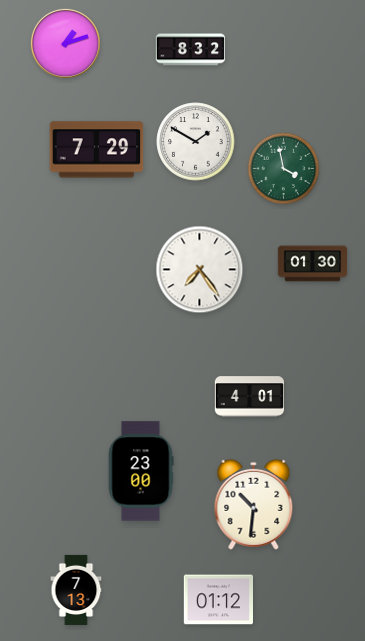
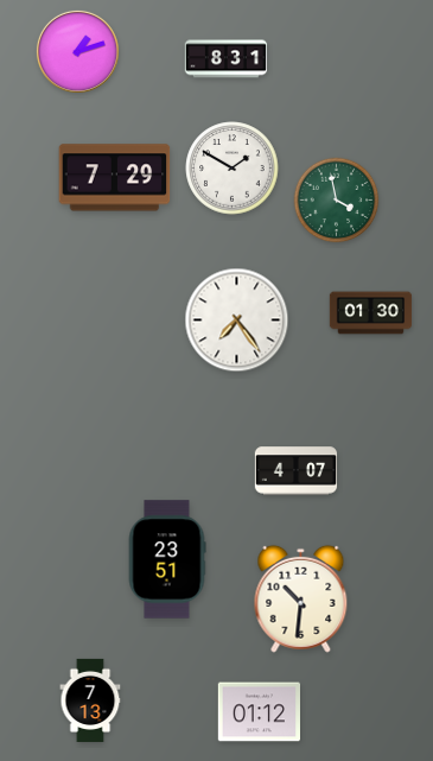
clock at (191, 50): 8:32 -> 8:31
clock at (250, 397): 4:01 -> 4:07
clock at (141, 471): 23:00 -> 23:51
